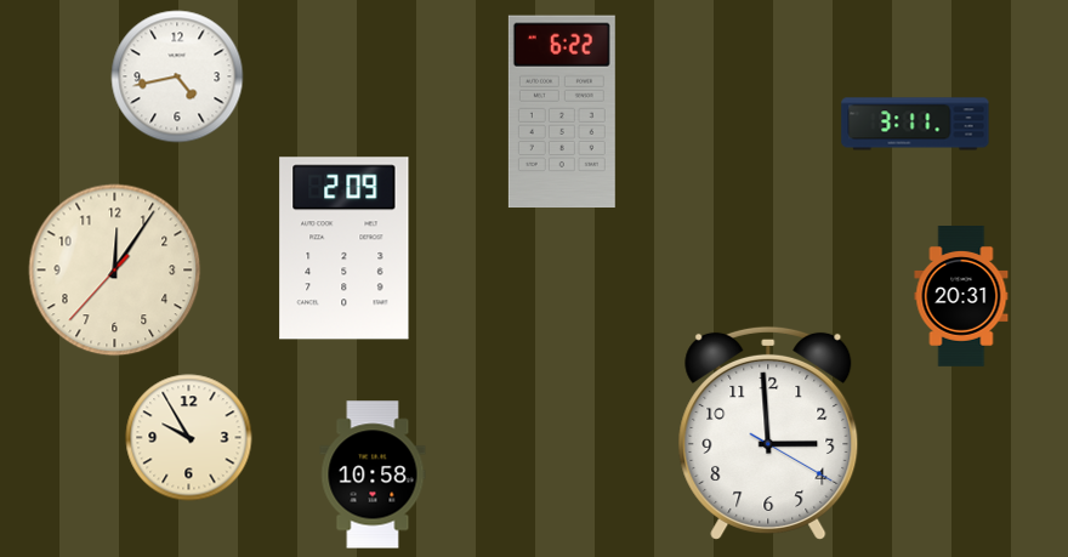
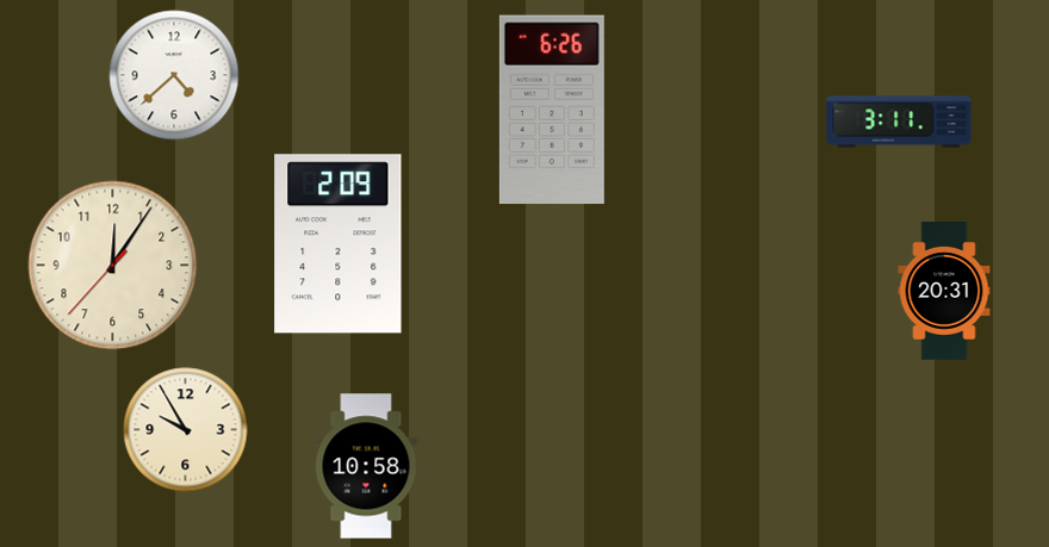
clock at (177, 76): 4:43 -> 4:38
clock at (562, 112): 6:22 -> 6:26
clock at (768, 433): 2:59 -> none
